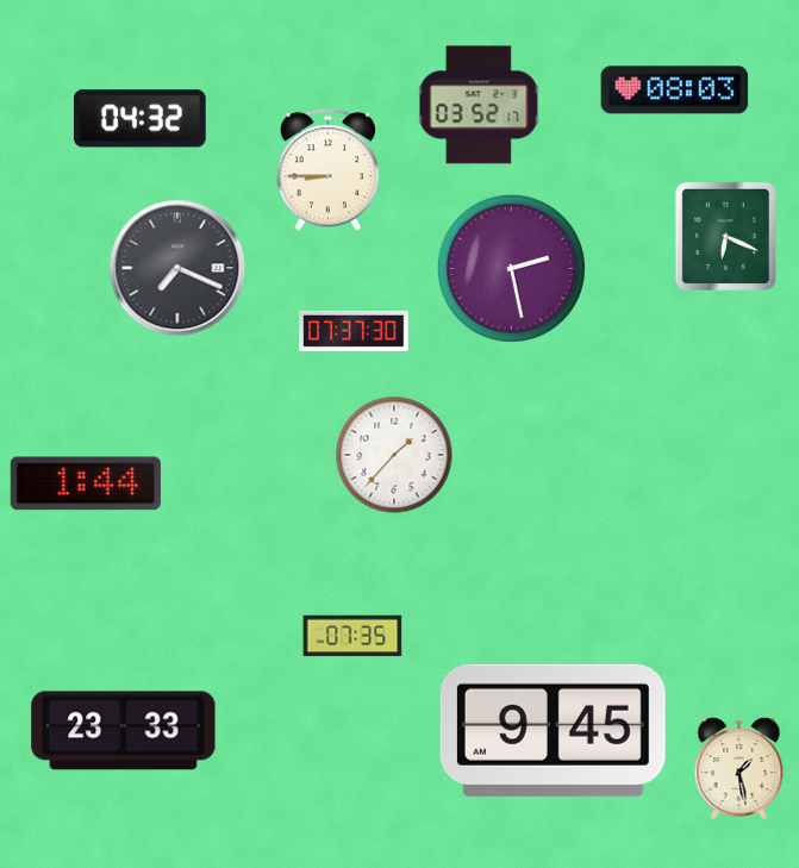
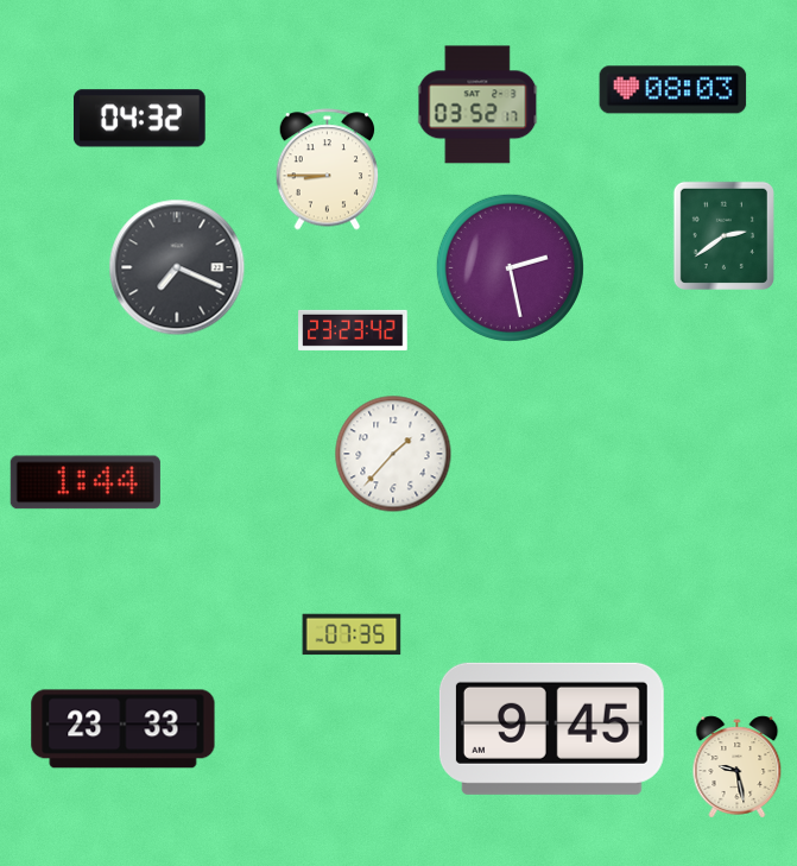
clock at (725, 236): 6:19 -> 2:39
clock at (354, 331): 07:37 -> 23:23
clock at (739, 769): 1:28 -> 9:28
